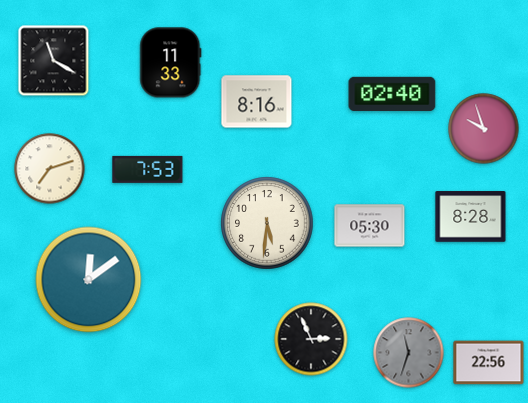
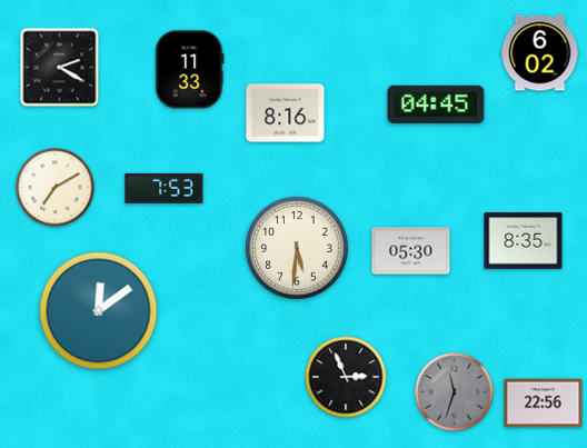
clock at (540, 53): none -> 6:02
clock at (54, 61): 11:20 -> 2:20
clock at (392, 94): 02:40 -> 04:45
clock at (484, 129): 9:57 -> none
clock at (50, 169): 7:12 -> 7:10
clock at (471, 217): 8:28 -> 8:35
